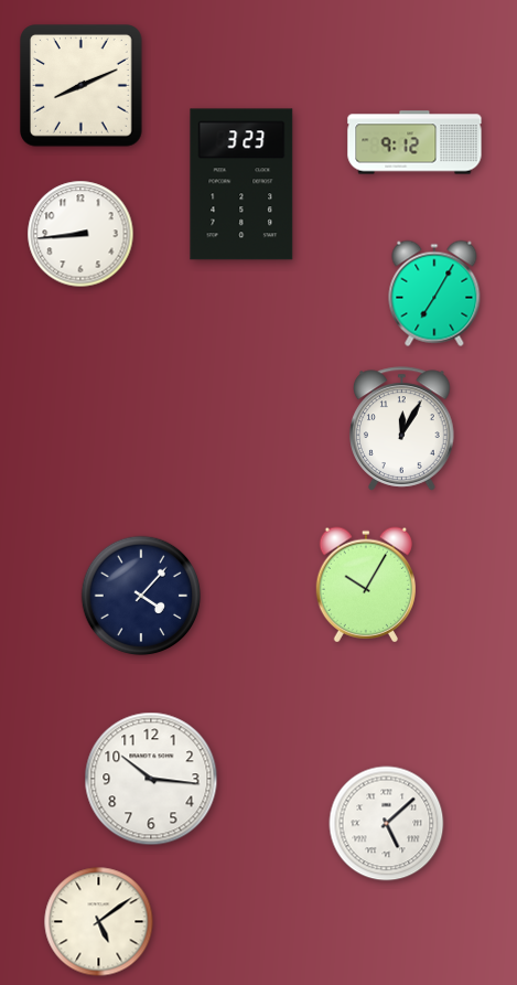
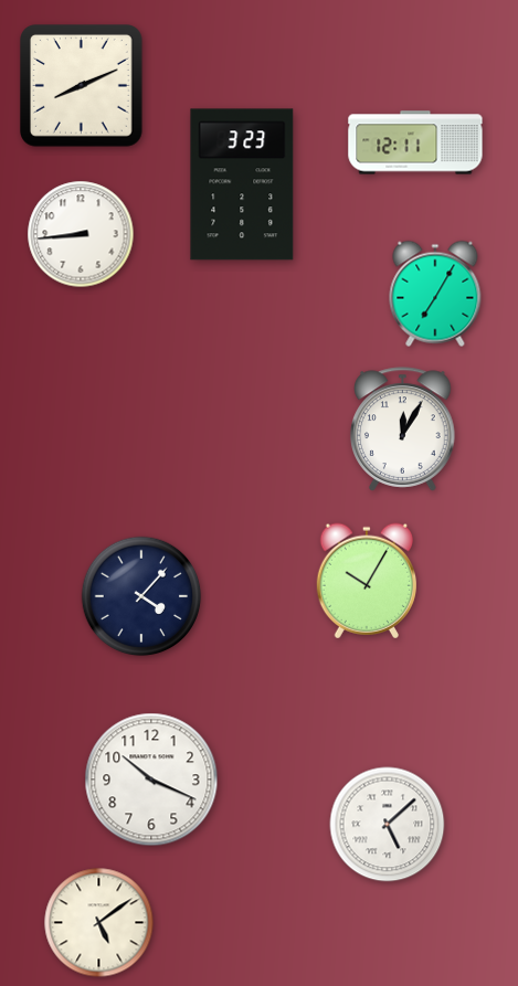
clock at (414, 142): 9:12 -> 12:11
clock at (365, 585) position: (365, 585) -> (366, 581)
clock at (151, 779): 10:16 -> 10:19
